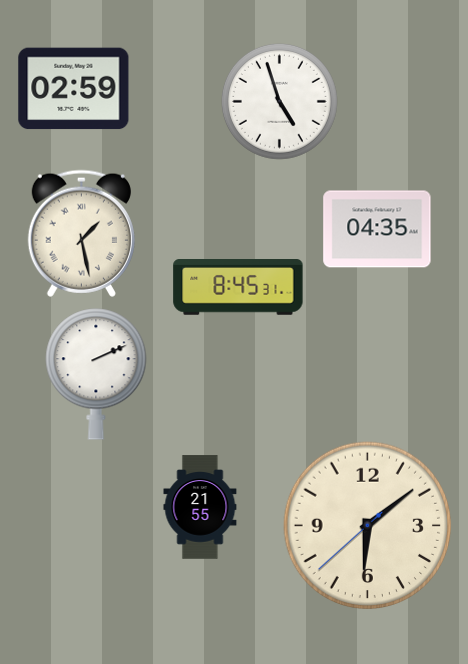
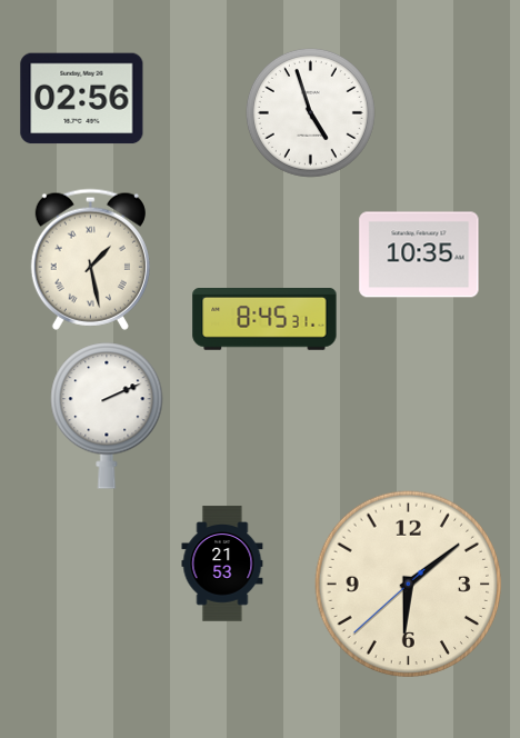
clock at (74, 89): 02:59 -> 02:56
clock at (377, 229): 04:35 -> 10:35
clock at (200, 507): 21:55 -> 21:53
